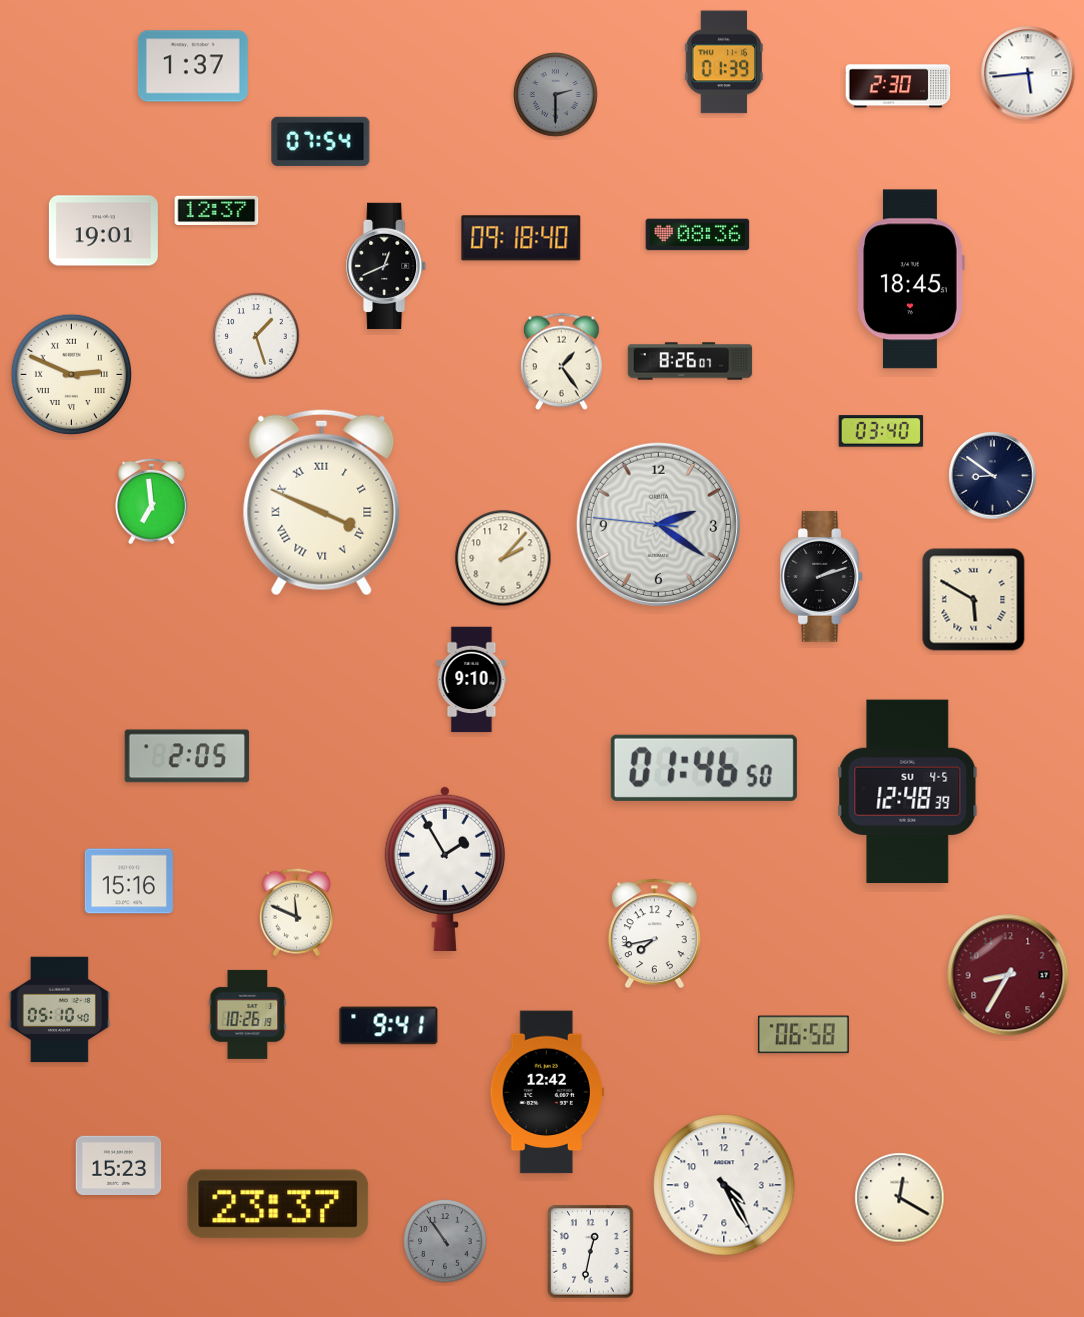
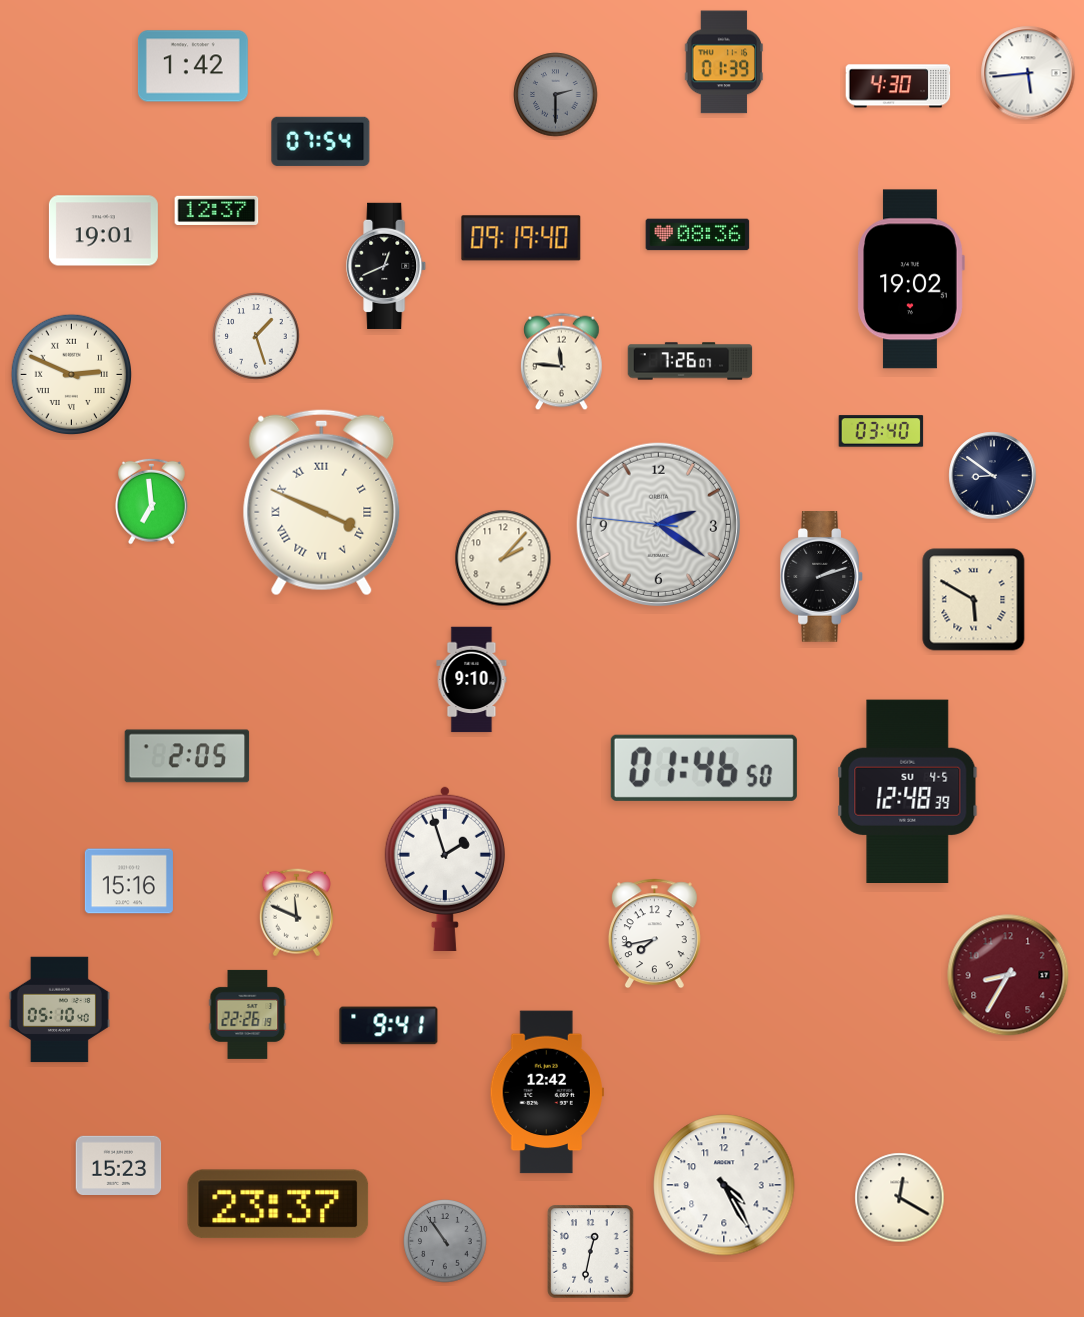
clock at (193, 66): 1:37 -> 1:42
clock at (898, 86): 2:30 -> 4:30
clock at (521, 238): 09:18 -> 09:19
clock at (911, 279): 18:45 -> 19:02
clock at (690, 361): 8:26 -> 7:26
clock at (562, 362): 1:24 -> 11:46
clock at (445, 868): 1:55 -> 1:57
clock at (248, 1014): 10:26 -> 22:26
clock at (803, 1035): 06:58 -> none
